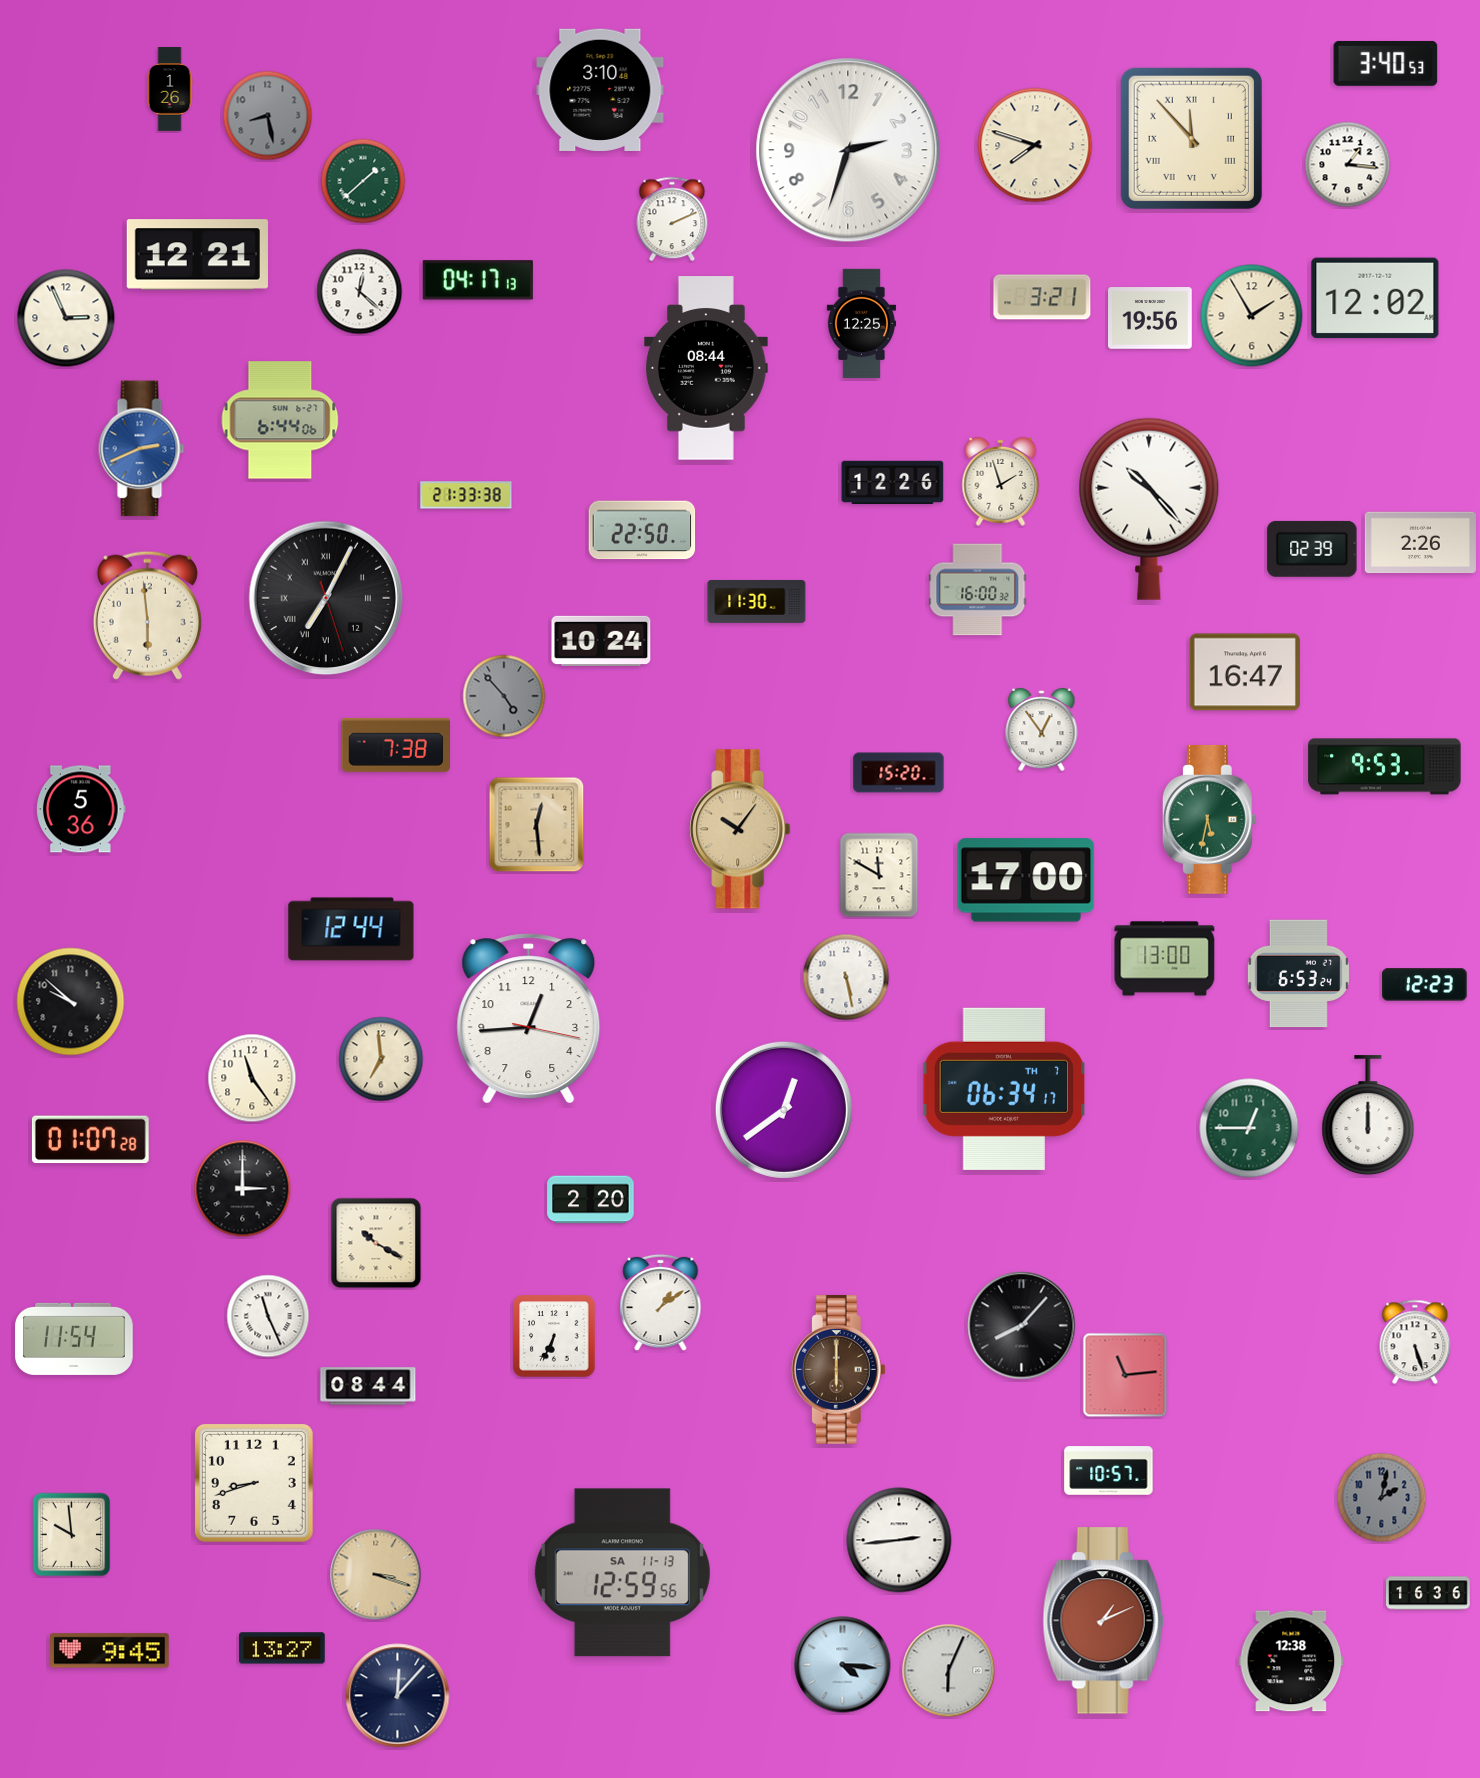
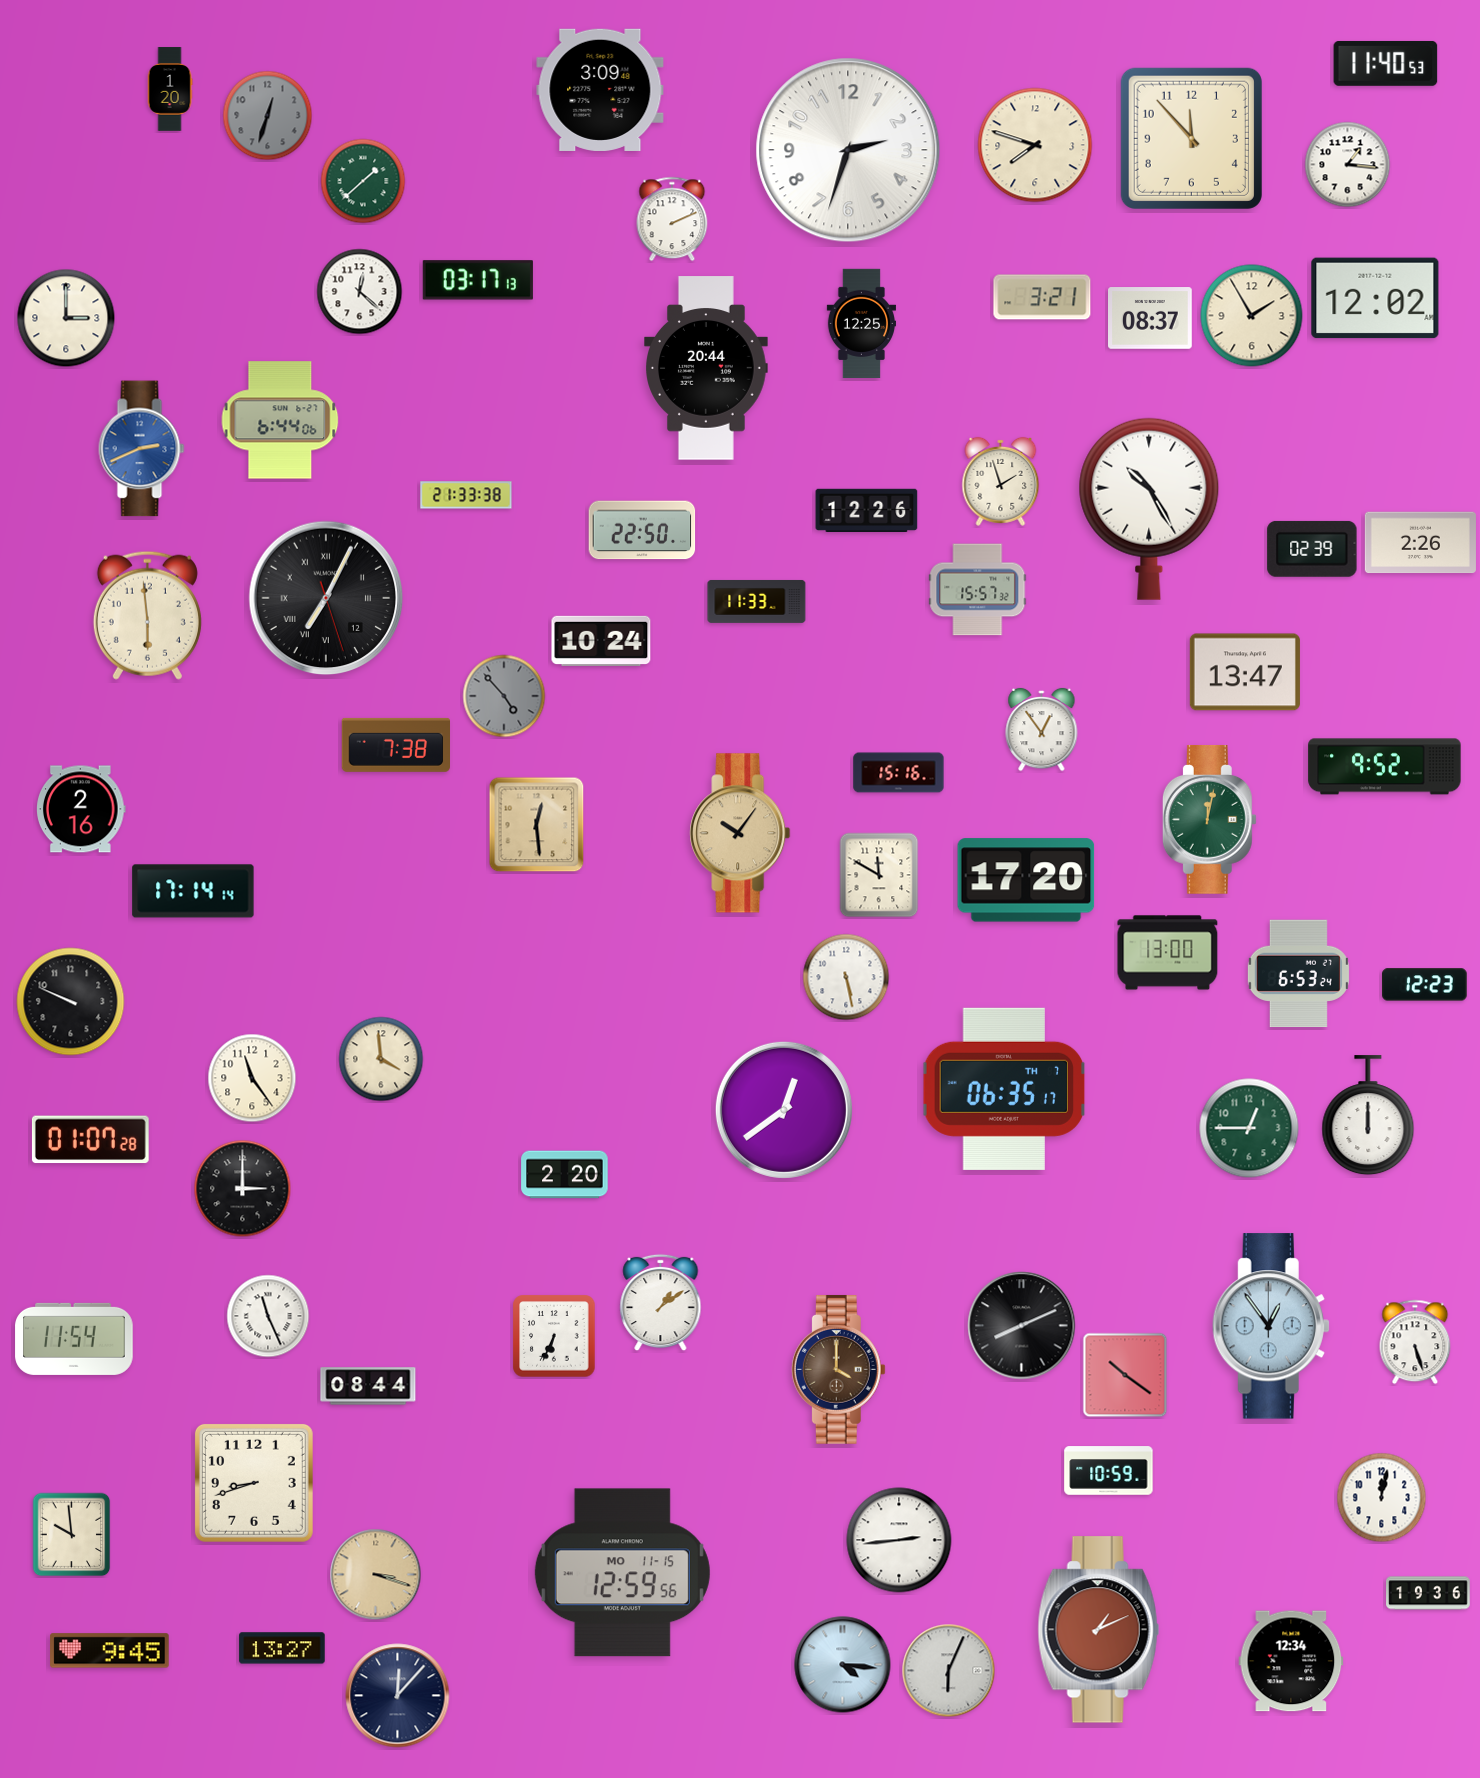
clock at (1386, 63): 3:40 -> 11:40
clock at (170, 89): 1:26 -> 1:20
clock at (600, 90): 3:10 -> 3:09
clock at (268, 116): 8:28 -> 12:33
clock at (1191, 138) numerals: Roman -> Arabic
clock at (197, 255): 12:21 -> none
clock at (478, 280): 04:17 -> 03:17
clock at (66, 318): 2:56 -> 3:00
clock at (1151, 318): 19:56 -> 08:37
clock at (706, 368): 08:44 -> 20:44
clock at (893, 482) position: (893, 482) -> (867, 510)
clock at (1149, 509): 10:23 -> 10:25
clock at (978, 590): 16:00 -> 15:57
clock at (757, 601): 11:30 -> 11:33
clock at (1245, 672): 16:47 -> 13:47
clock at (1385, 767): 9:53 -> 9:52
clock at (899, 773): 15:20 -> 15:16
clock at (82, 809): 5:36 -> 2:16
clock at (1209, 819): 5:32 -> 12:02
clock at (740, 829) position: (740, 829) -> (740, 833)
clock at (1026, 880): 17:00 -> 17:20
clock at (193, 891): none -> 17:14
clock at (351, 929): 12:44 -> none
clock at (1165, 959) position: (1165, 959) -> (1168, 953)
clock at (71, 1002): 9:52 -> 9:49
clock at (529, 1018): 12:44 -> none
clock at (381, 1059): 6:59 -> 3:59
clock at (1004, 1089): 06:34 -> 06:35
clock at (591, 1200) position: (591, 1200) -> (565, 1175)
clock at (376, 1243): 10:20 -> none
clock at (1022, 1326): 8:07 -> 8:11
clock at (1271, 1326): none -> 12:54
clock at (838, 1369): 6:00 -> 4:00
clock at (1125, 1375): 11:14 -> 10:21
clock at (1109, 1471): 10:57 -> 10:59
clock at (1382, 1498): 2:02 -> 12:02
clock at (1382, 1498) dial: grey -> white
clock at (622, 1573) date: SA 11-13 -> MO 11-15
clock at (1428, 1593): 16:36 -> 19:36
clock at (1104, 1621) position: (1104, 1621) -> (1099, 1630)
clock at (1291, 1661): 12:38 -> 12:34
